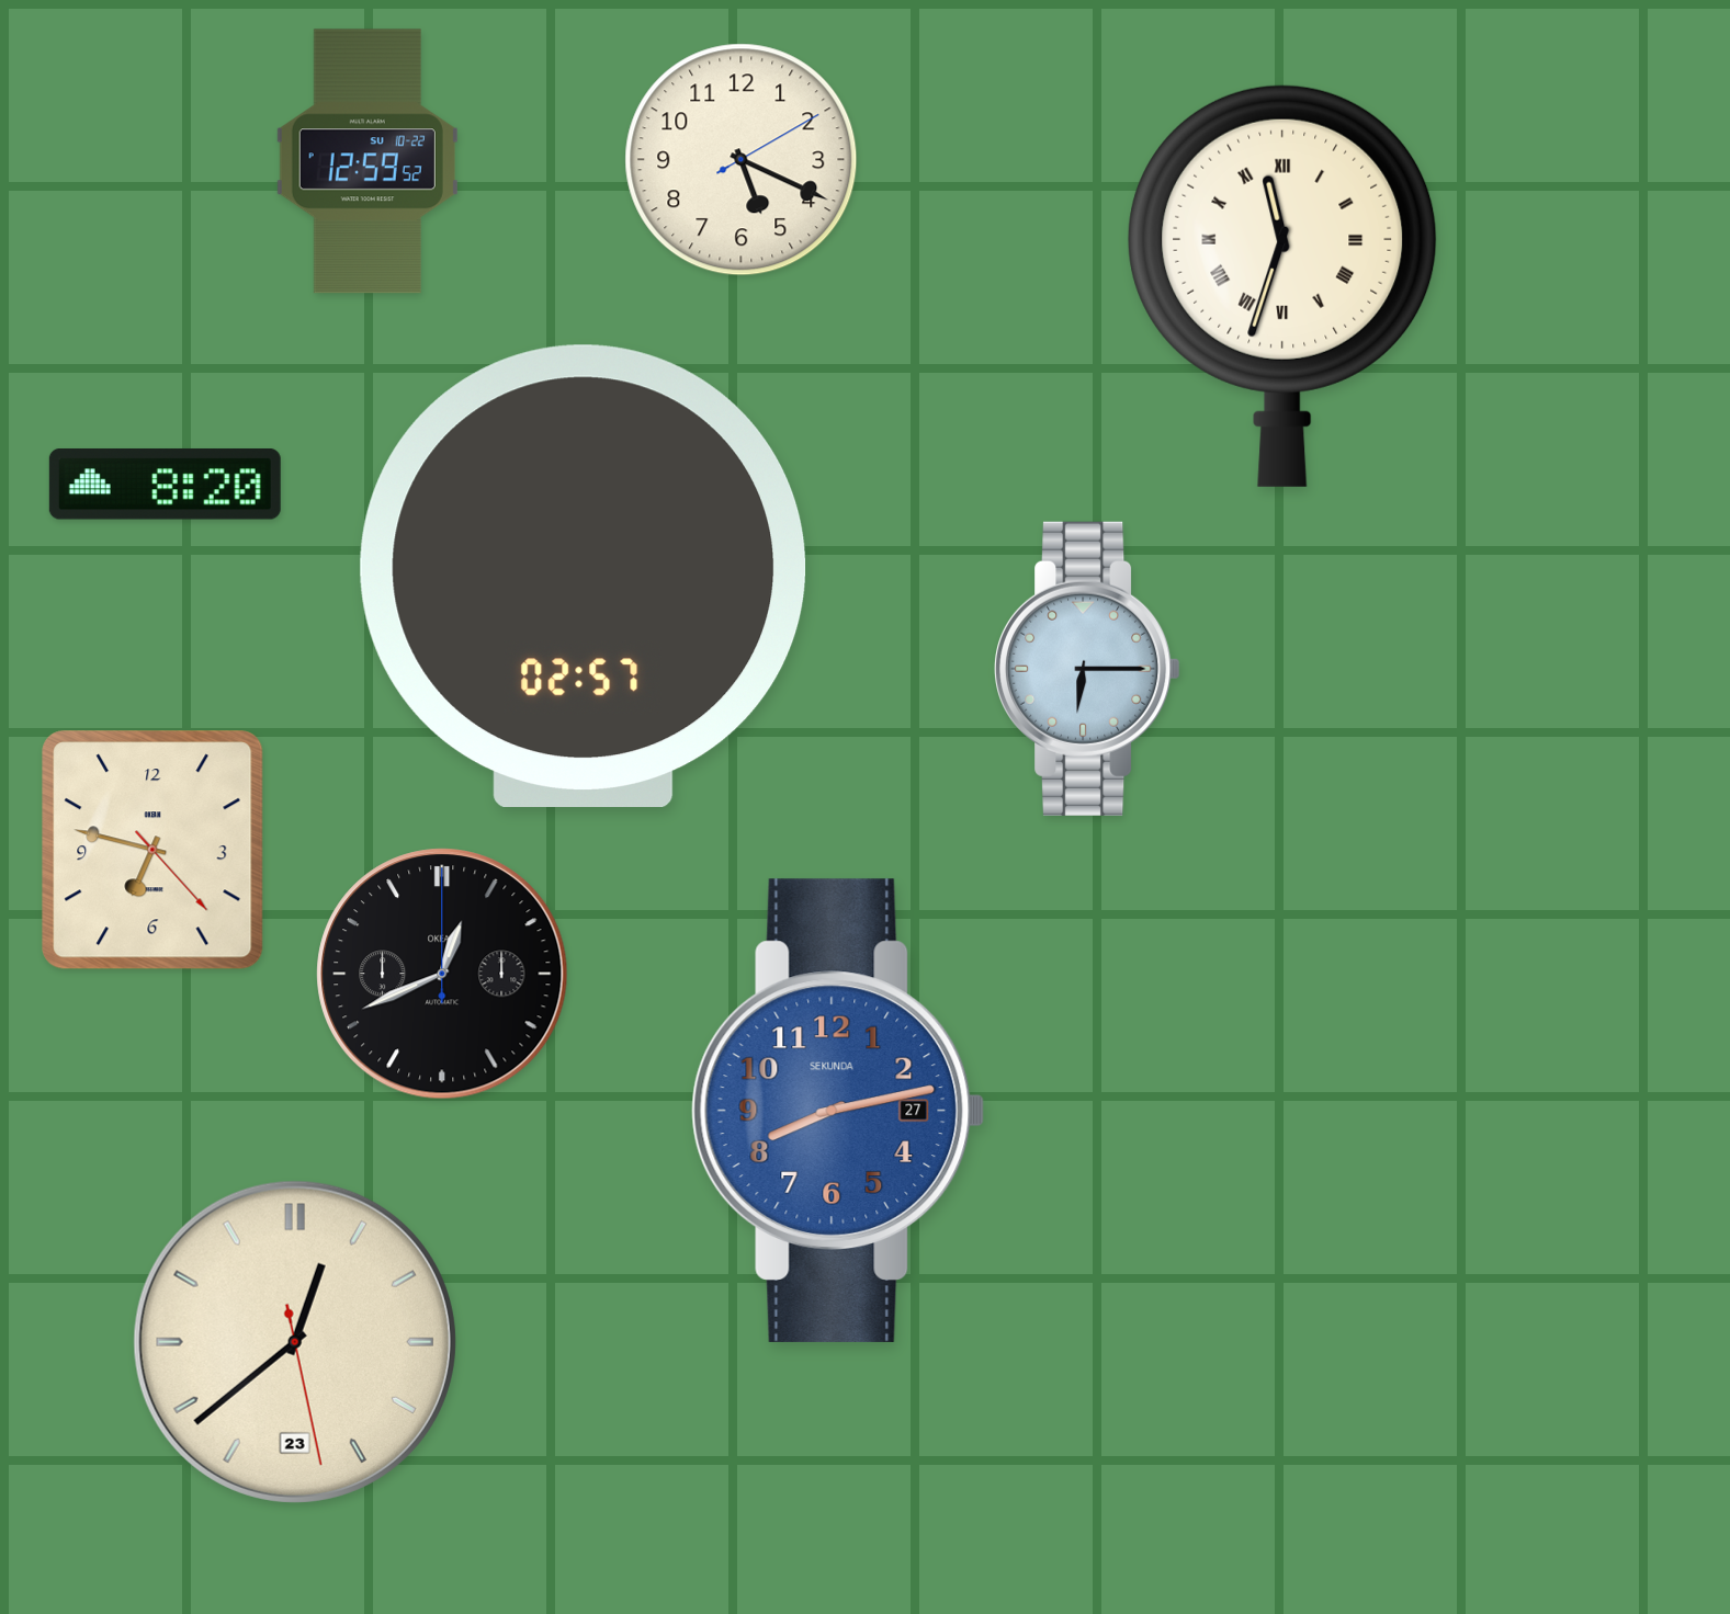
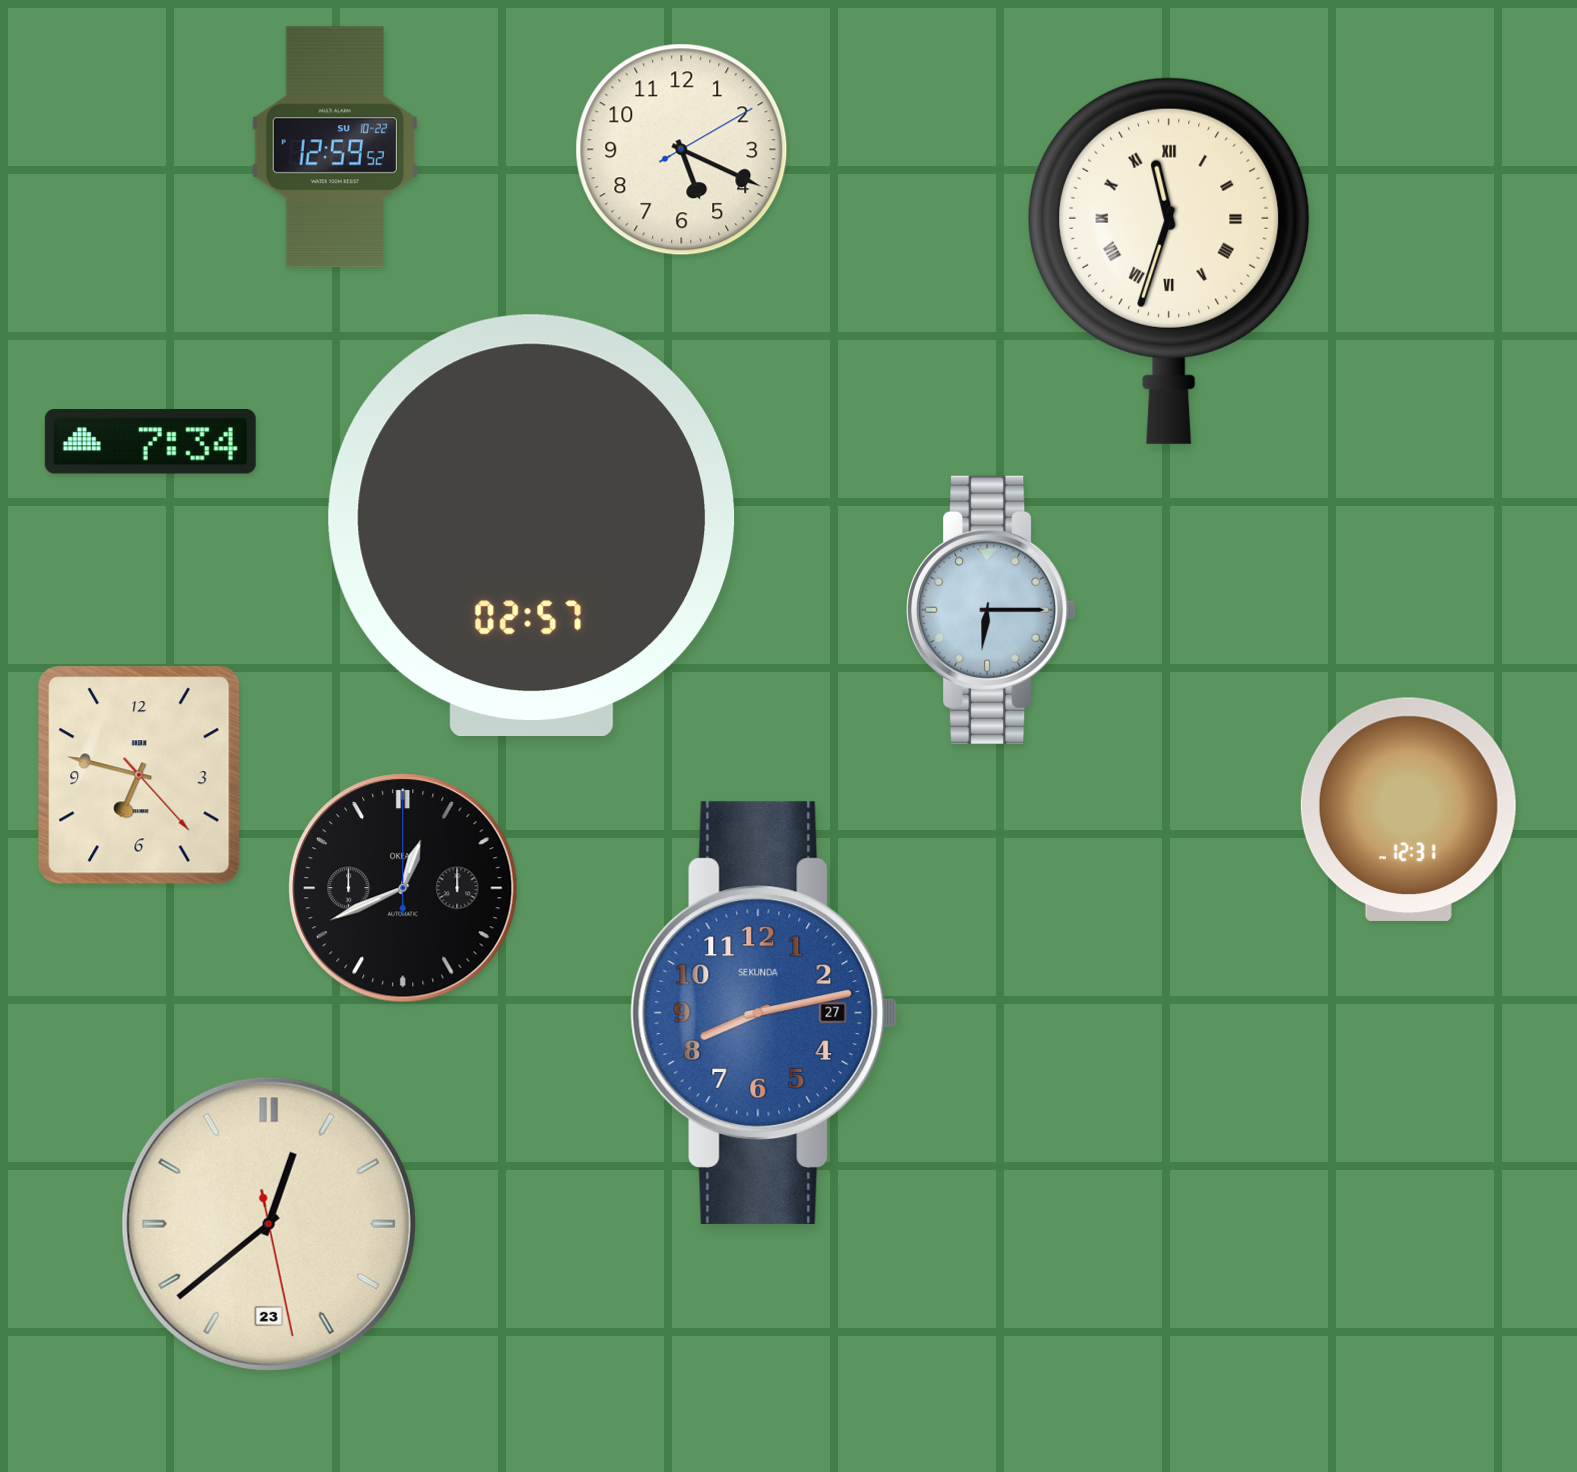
clock at (742, 160) position: (742, 160) -> (682, 150)
clock at (165, 485): 8:20 -> 7:34
clock at (1408, 809): none -> 12:31
